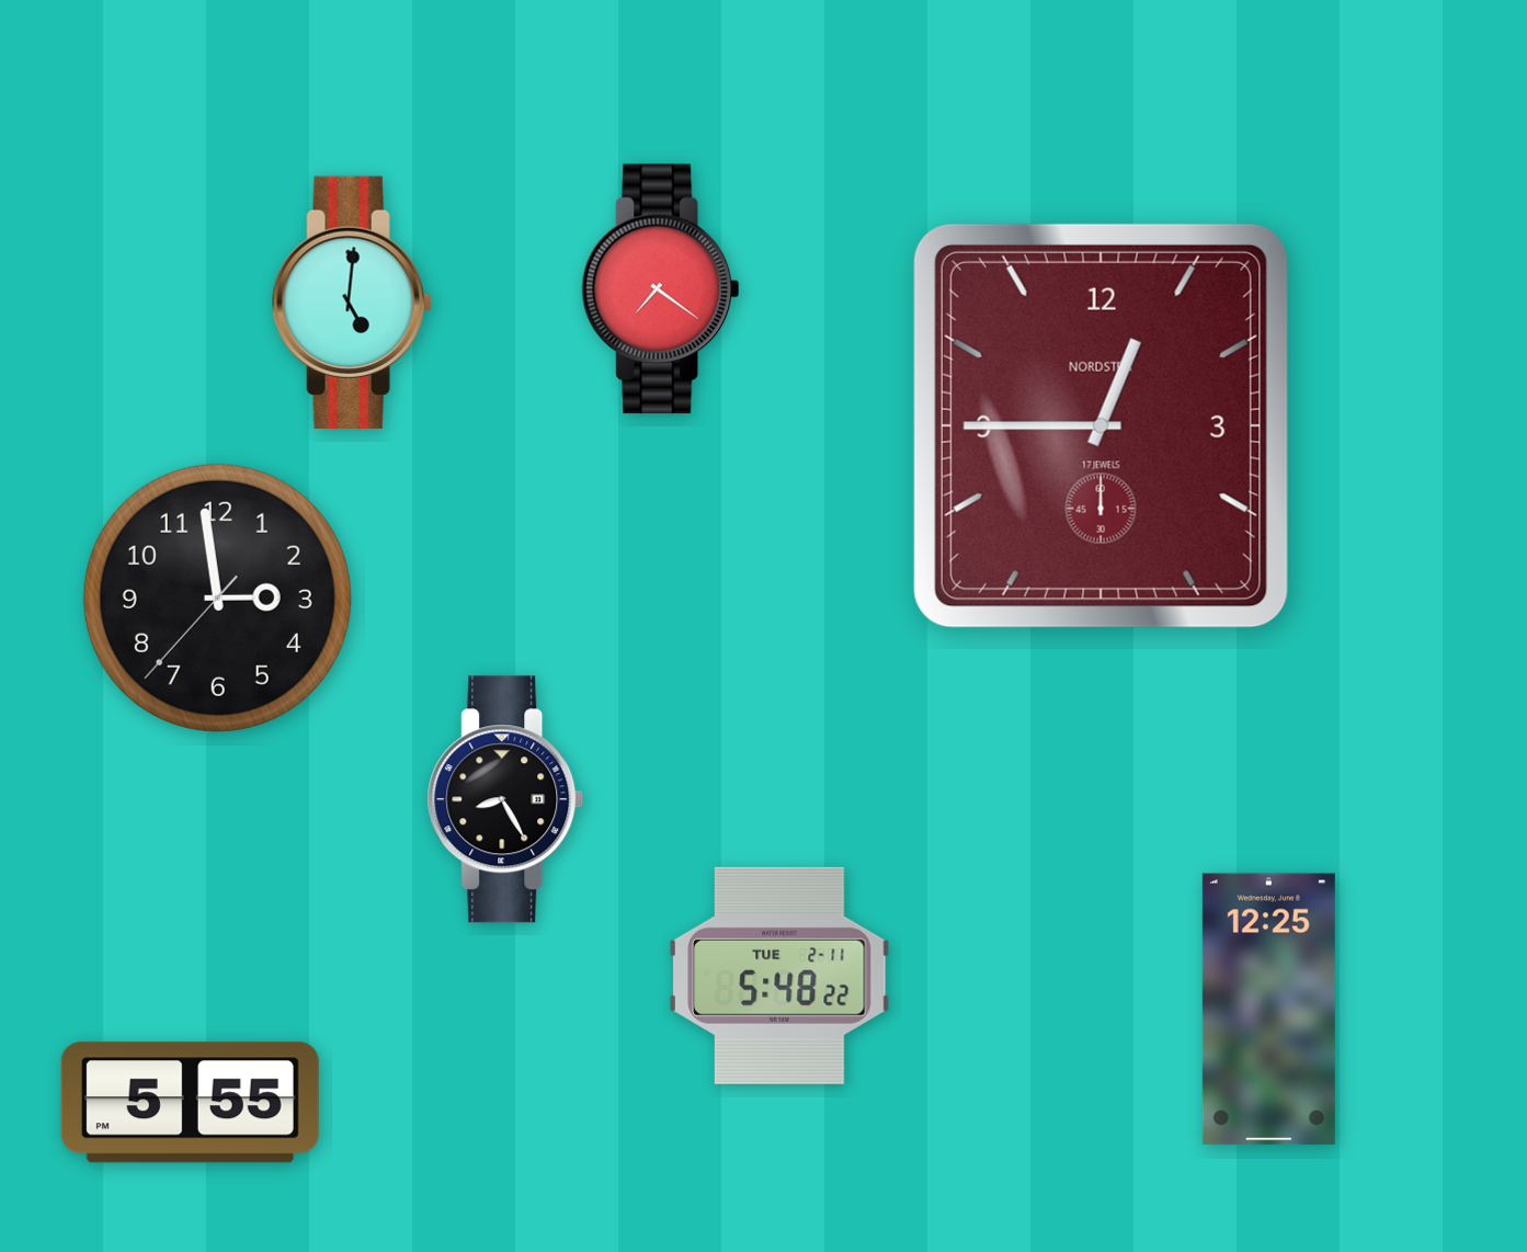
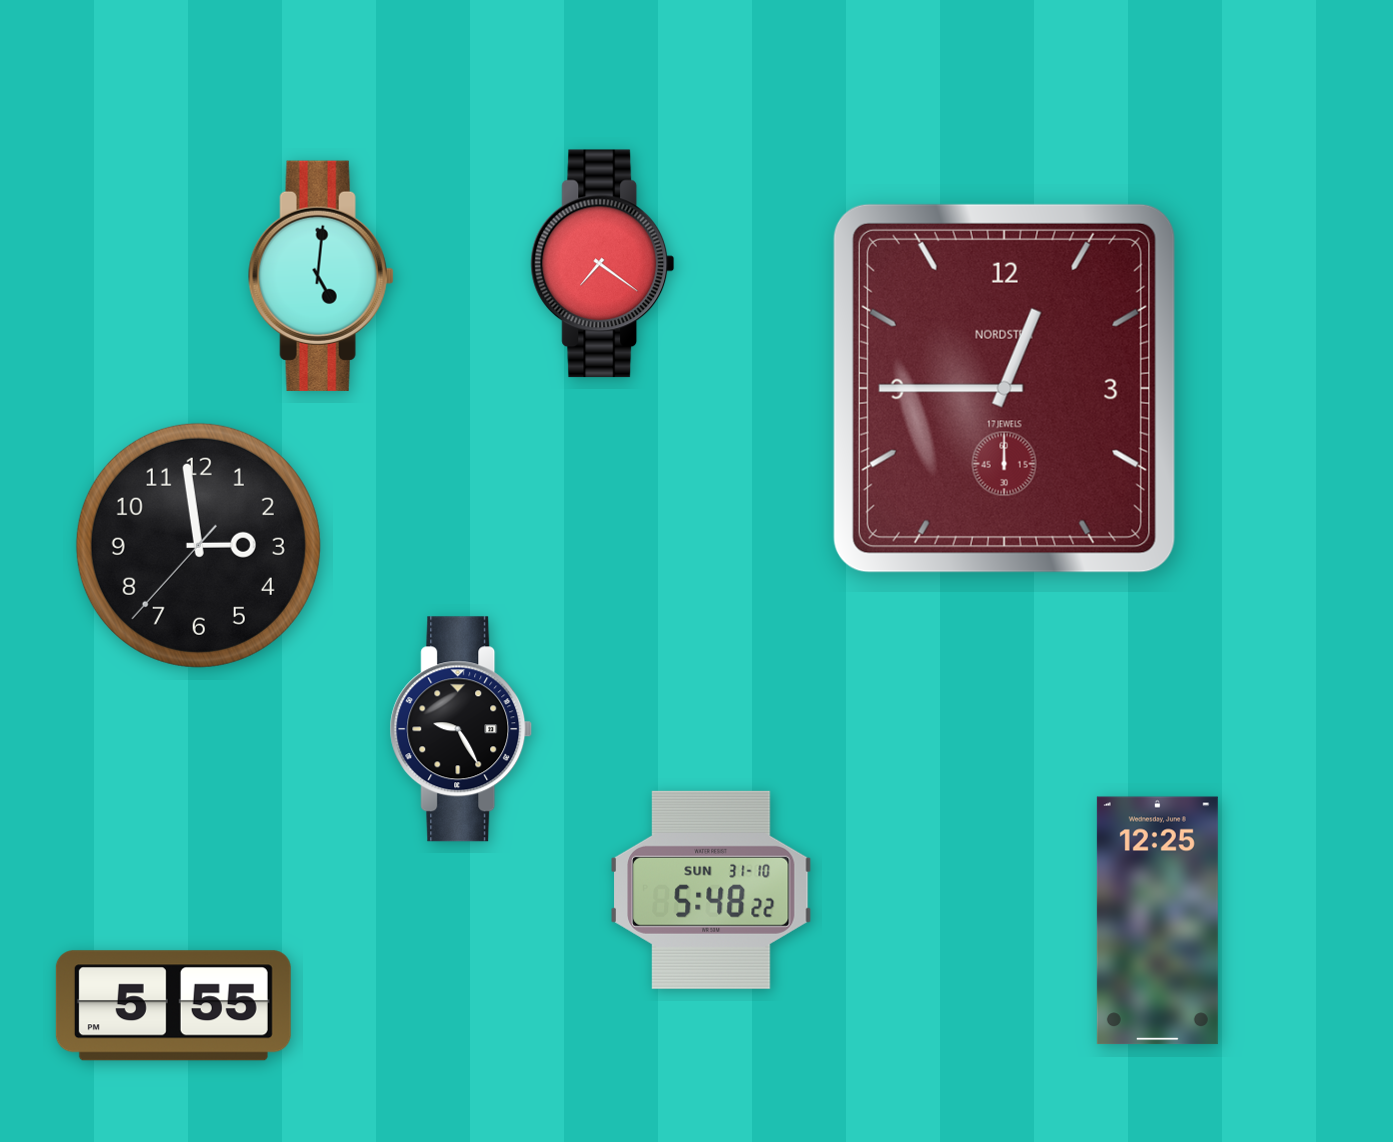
clock at (505, 799): 8:25 -> 9:25
clock at (779, 976) date: TUE 2-11 -> SUN 31-10
